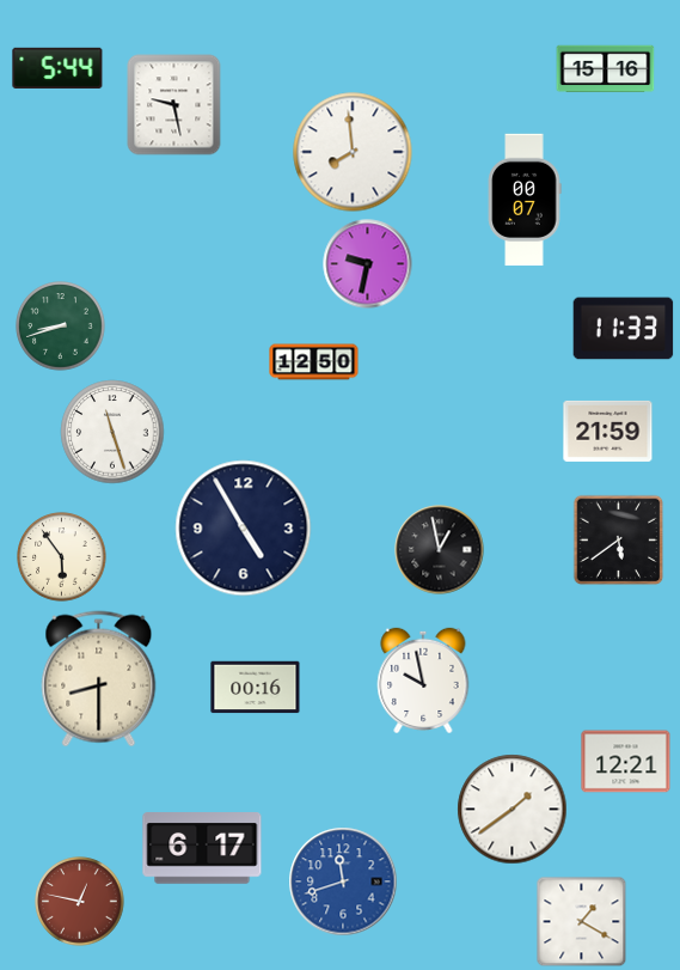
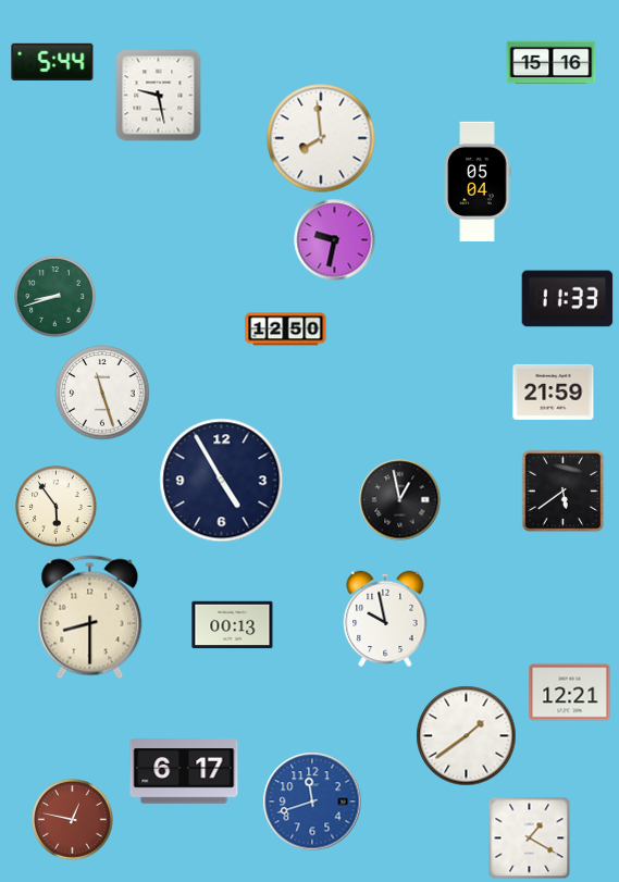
clock at (525, 200): 00:07 -> 05:04
clock at (256, 688): 00:16 -> 00:13
